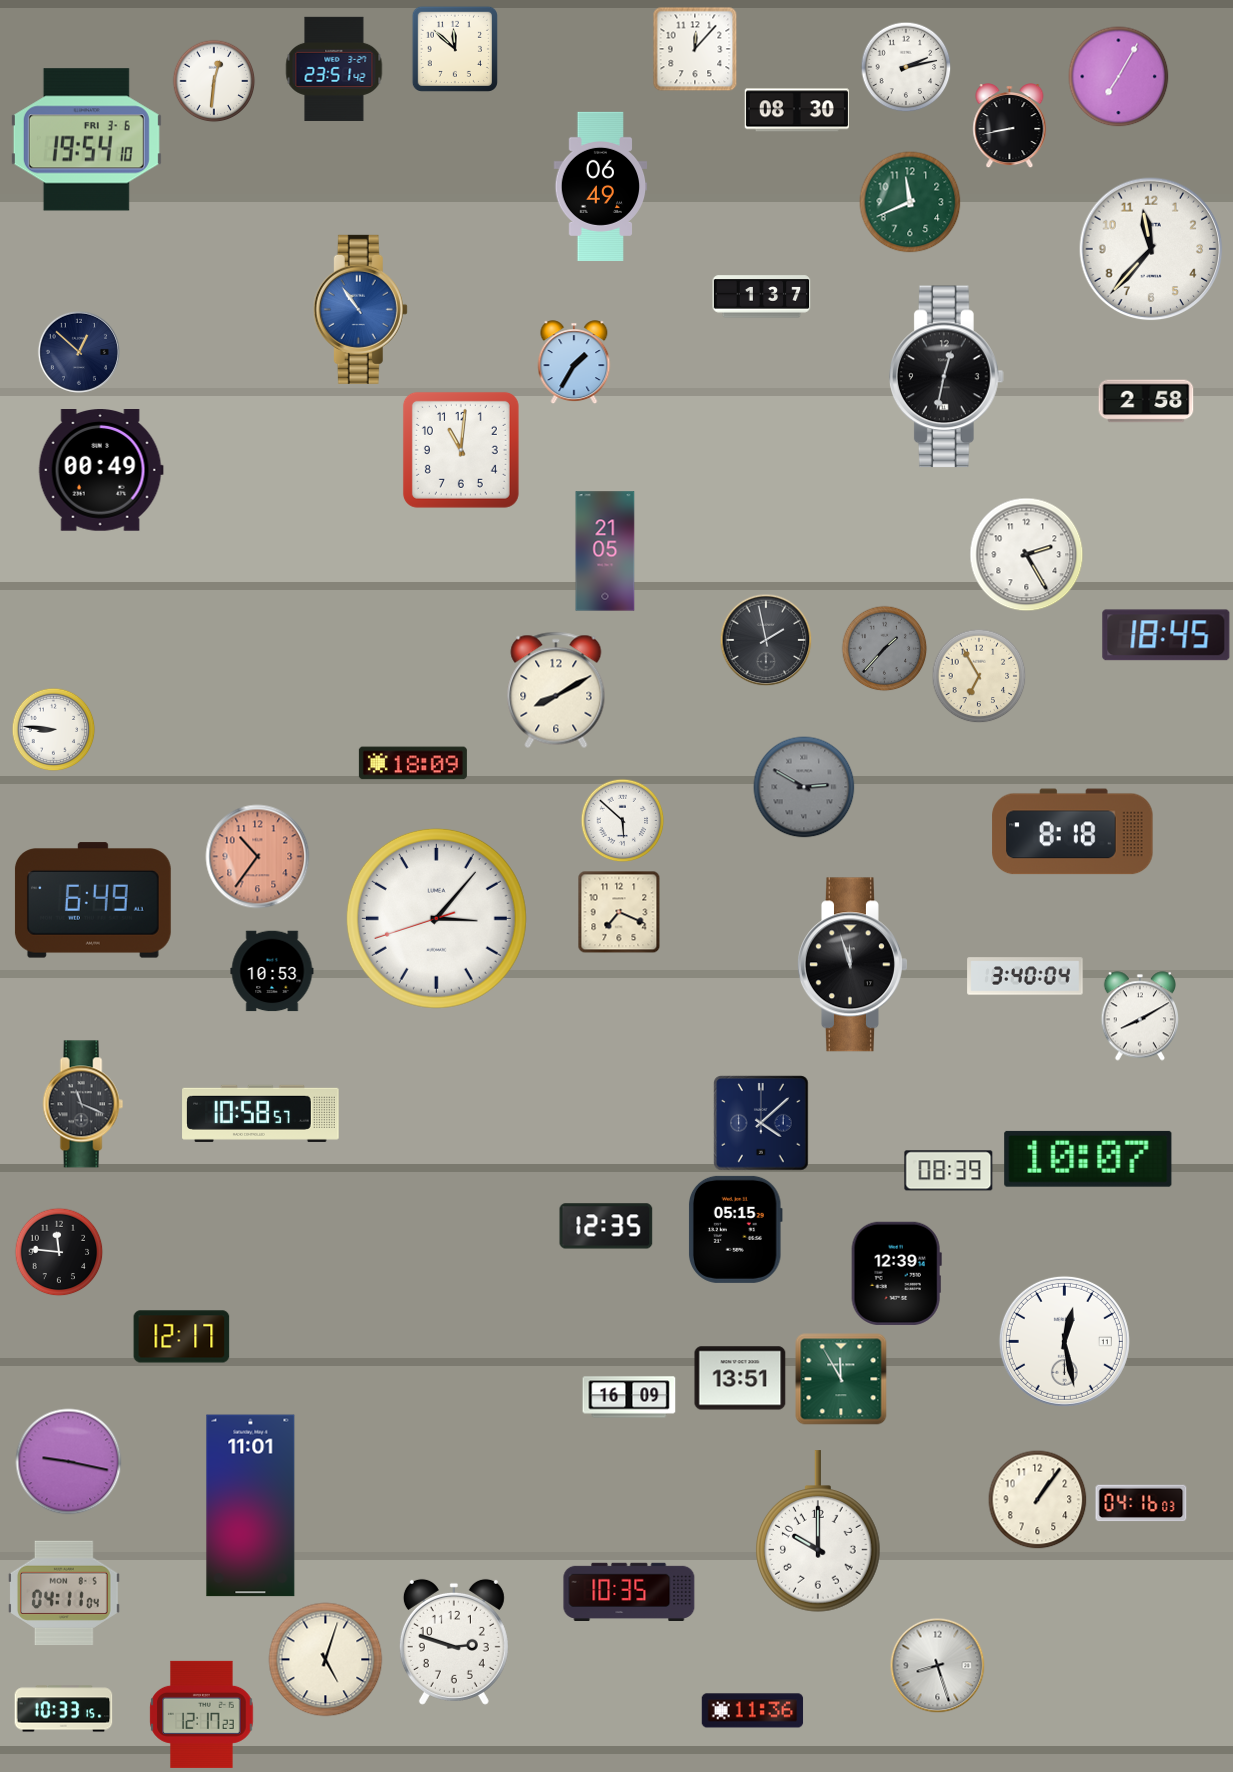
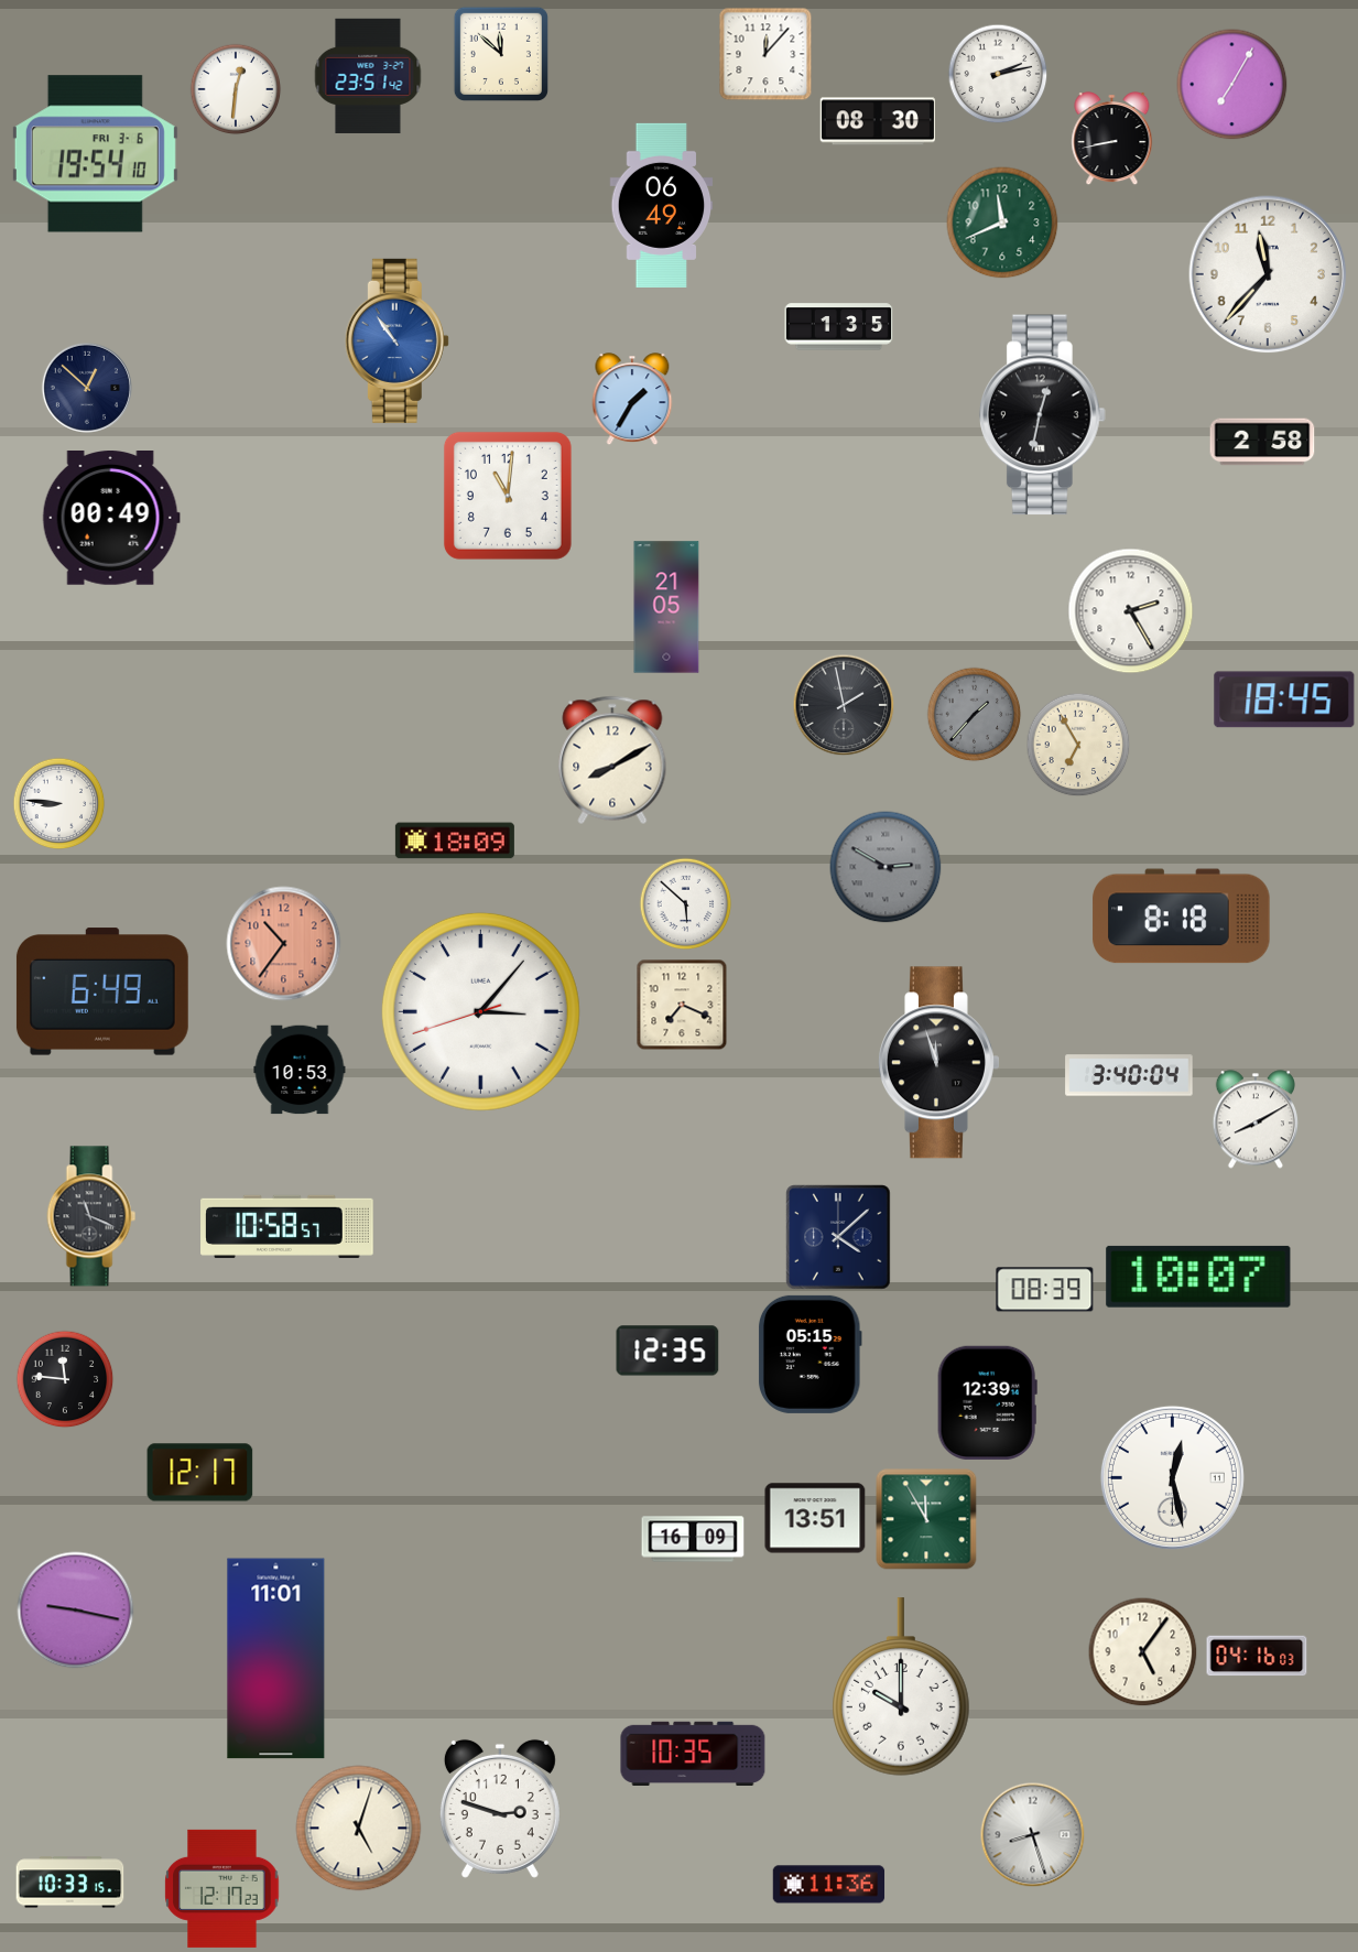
clock at (762, 297): 1:37 -> 1:35
clock at (1038, 1500): 1:06 -> 5:06
clock at (64, 1593): 04:11 -> none
